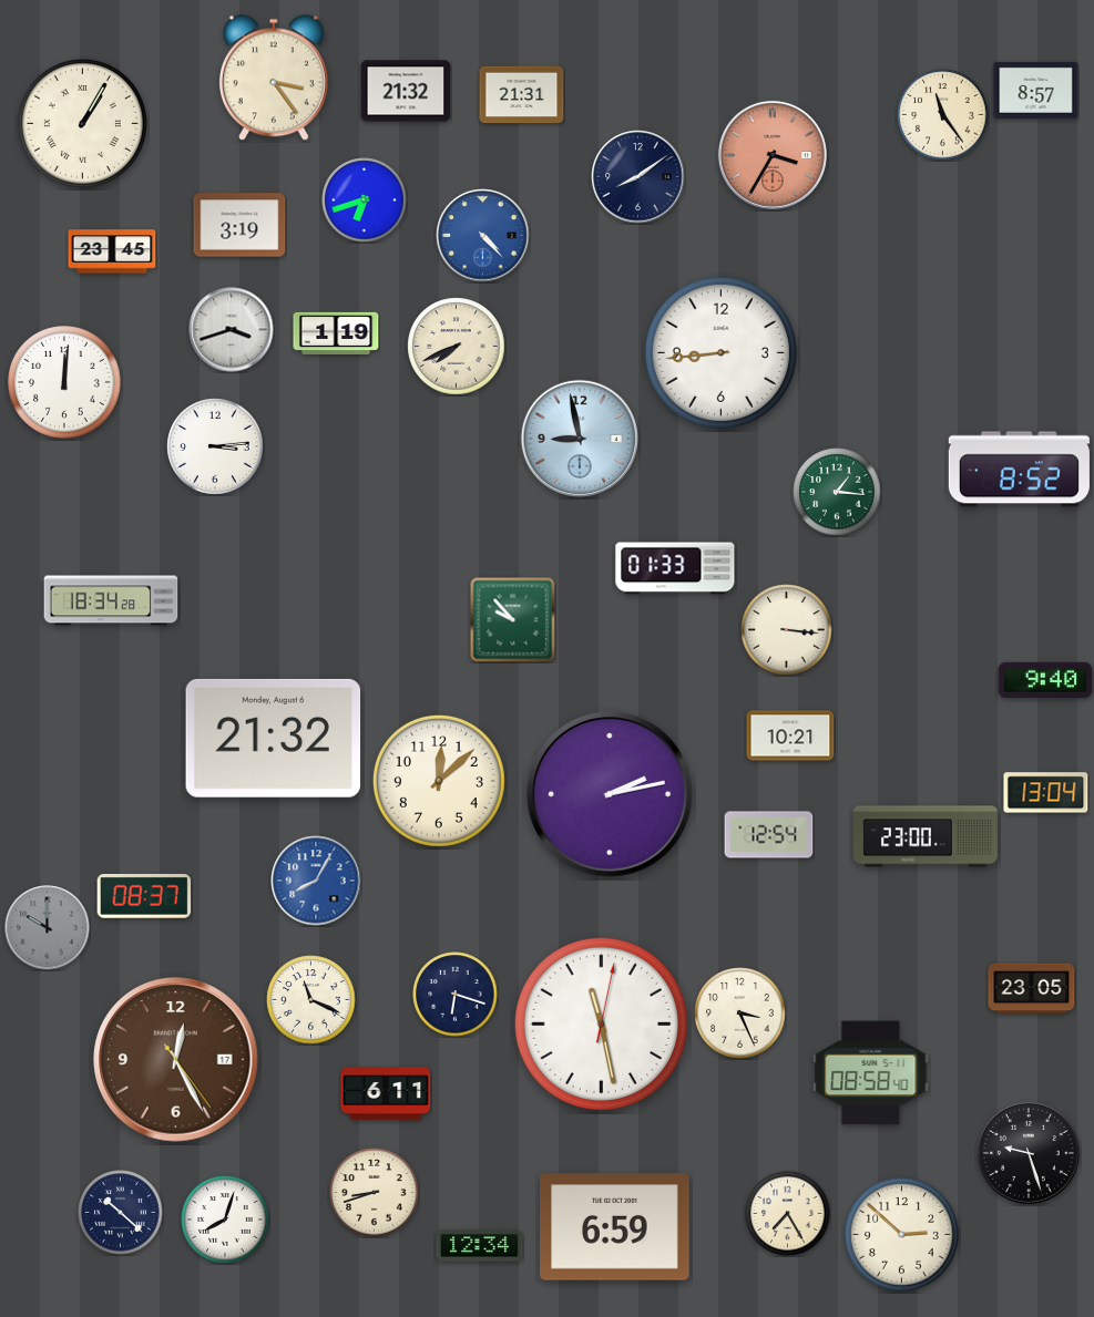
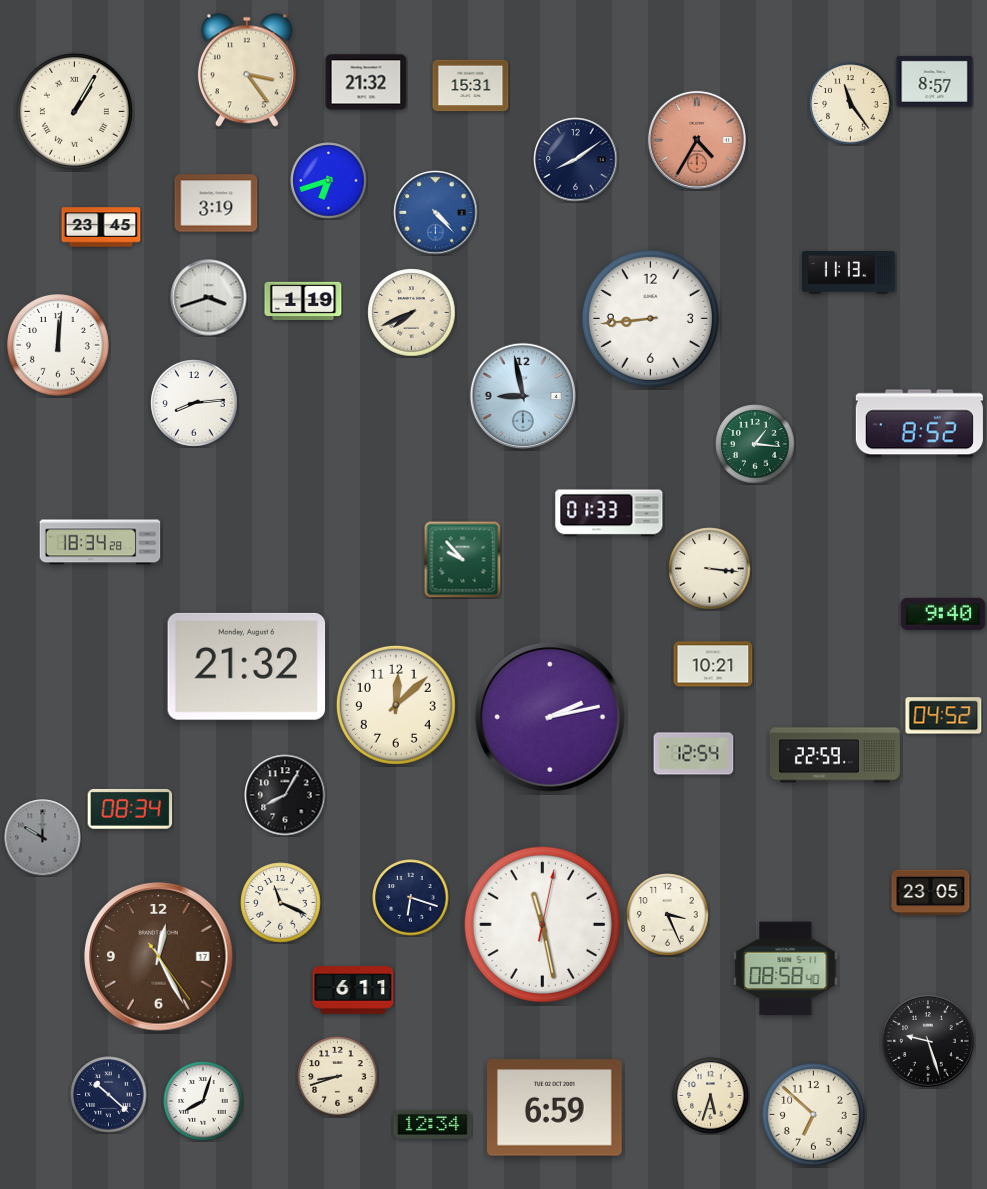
clock at (522, 95): 21:31 -> 15:31
clock at (773, 155): 3:35 -> 4:35
clock at (848, 273): none -> 11:13
clock at (215, 446): 3:14 -> 8:14
clock at (1046, 793): 13:04 -> 04:52
clock at (926, 836): 23:00 -> 22:59
clock at (316, 881) dial: blue -> black
clock at (144, 896): 08:37 -> 08:34
clock at (386, 1093) position: (386, 1093) -> (353, 990)
clock at (788, 1214): 7:25 -> 5:33
clock at (902, 1235): 2:52 -> 6:52
